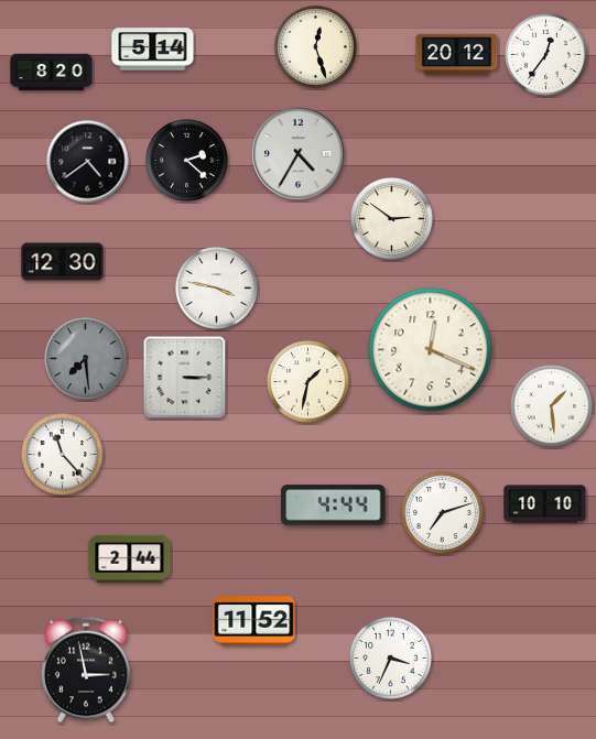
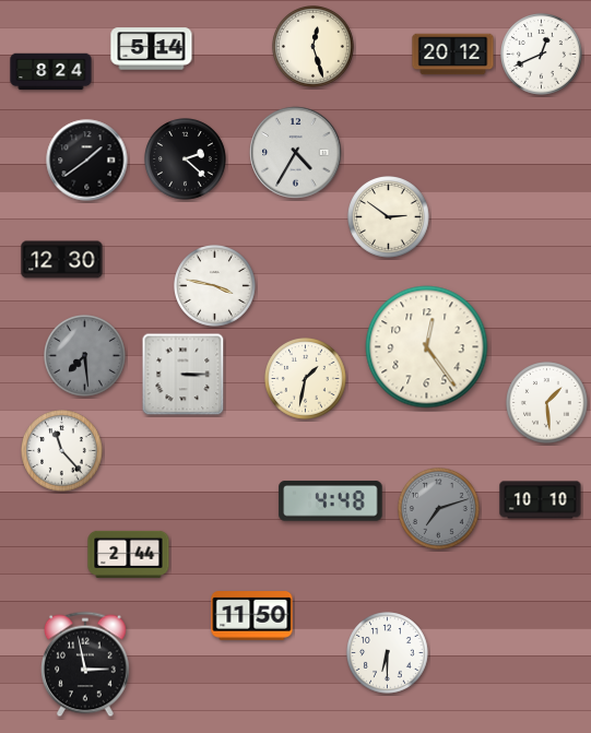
clock at (546, 55): 12:36 -> 12:41
clock at (52, 73): 8:20 -> 8:24
clock at (88, 162): 4:39 -> 1:39
clock at (431, 350): 12:19 -> 12:24
clock at (334, 506): 4:44 -> 4:48
clock at (443, 513) dial: white -> grey
clock at (254, 621): 11:52 -> 11:50
clock at (391, 659): 3:34 -> 6:30
